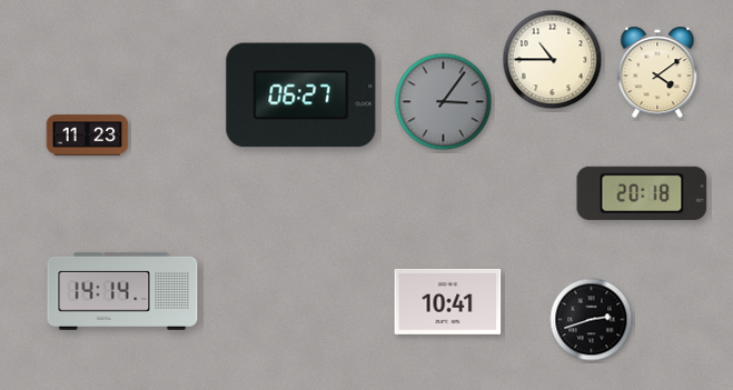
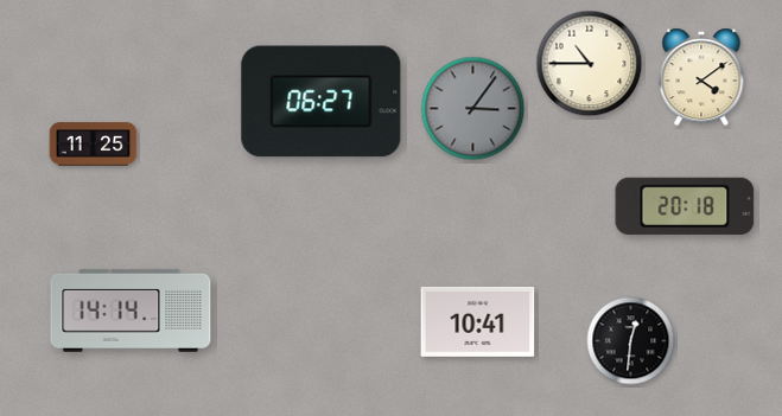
clock at (88, 136): 11:23 -> 11:25
clock at (592, 320): 2:42 -> 12:31
